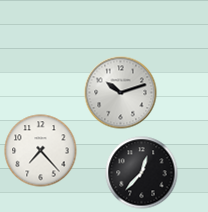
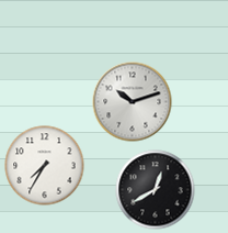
clock at (41, 151): 7:23 -> 7:35
clock at (142, 173): 12:37 -> 12:40
